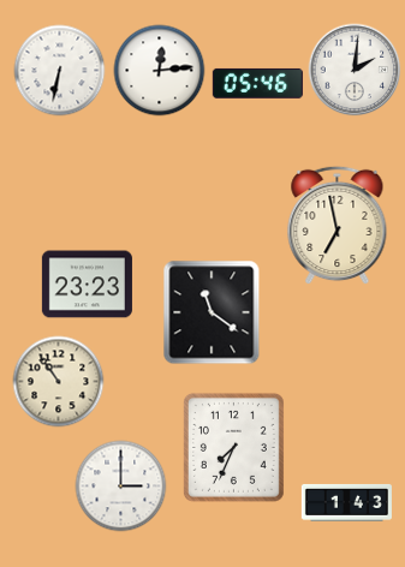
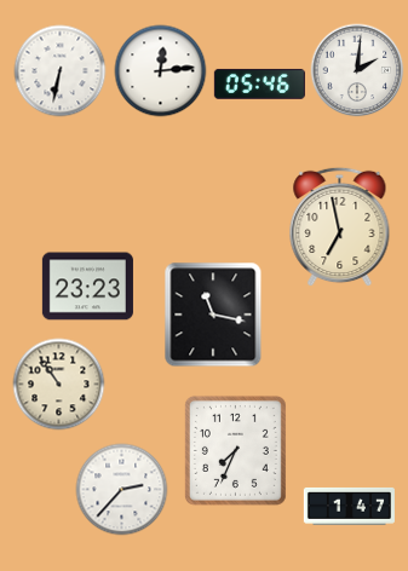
clock at (212, 312): 11:21 -> 11:17
clock at (121, 487): 3:00 -> 2:37
clock at (346, 502): 1:43 -> 1:47
